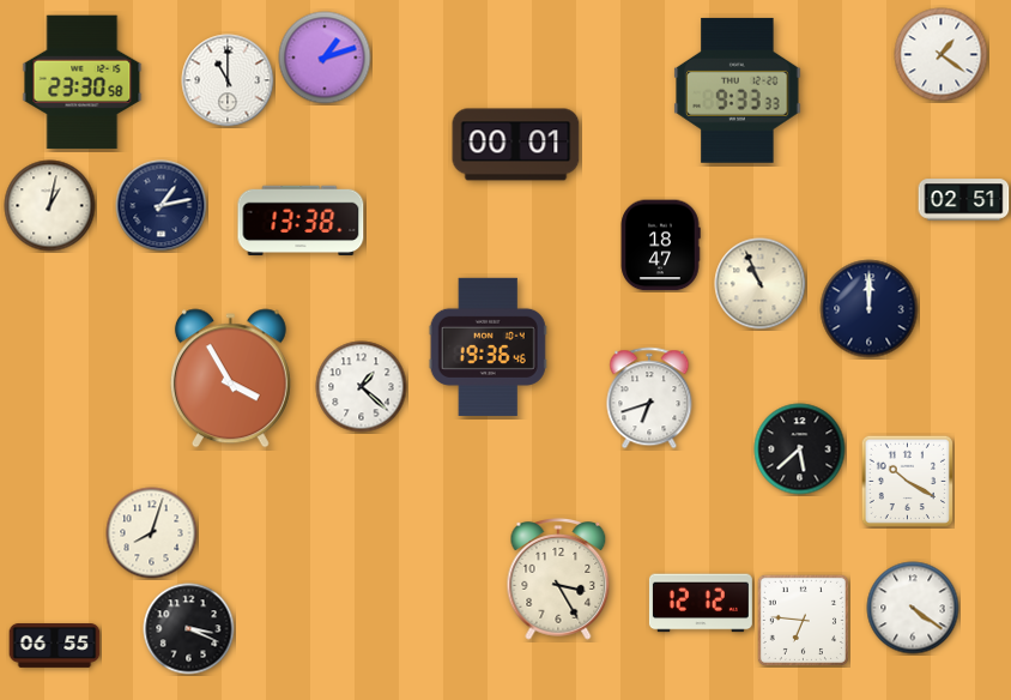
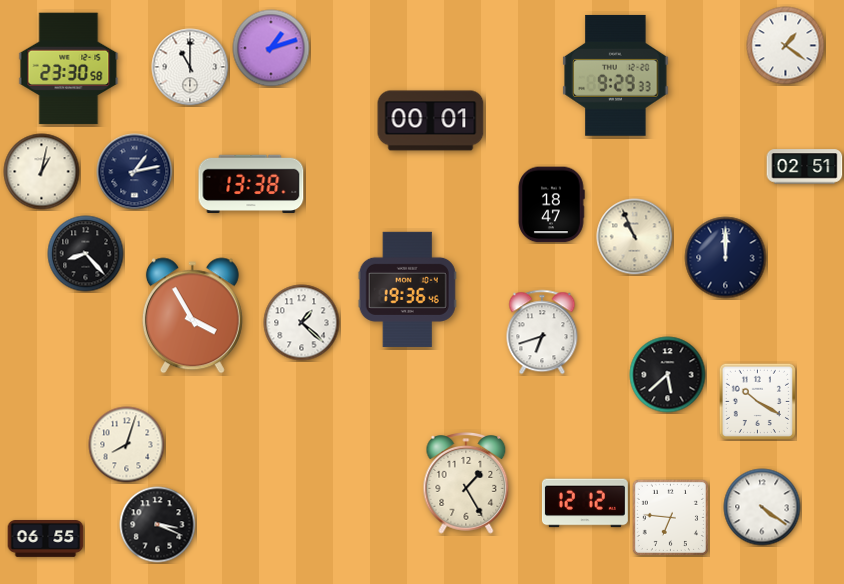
clock at (738, 90): 9:33 -> 9:29
clock at (86, 254): none -> 8:23
clock at (558, 580): 3:25 -> 1:25
